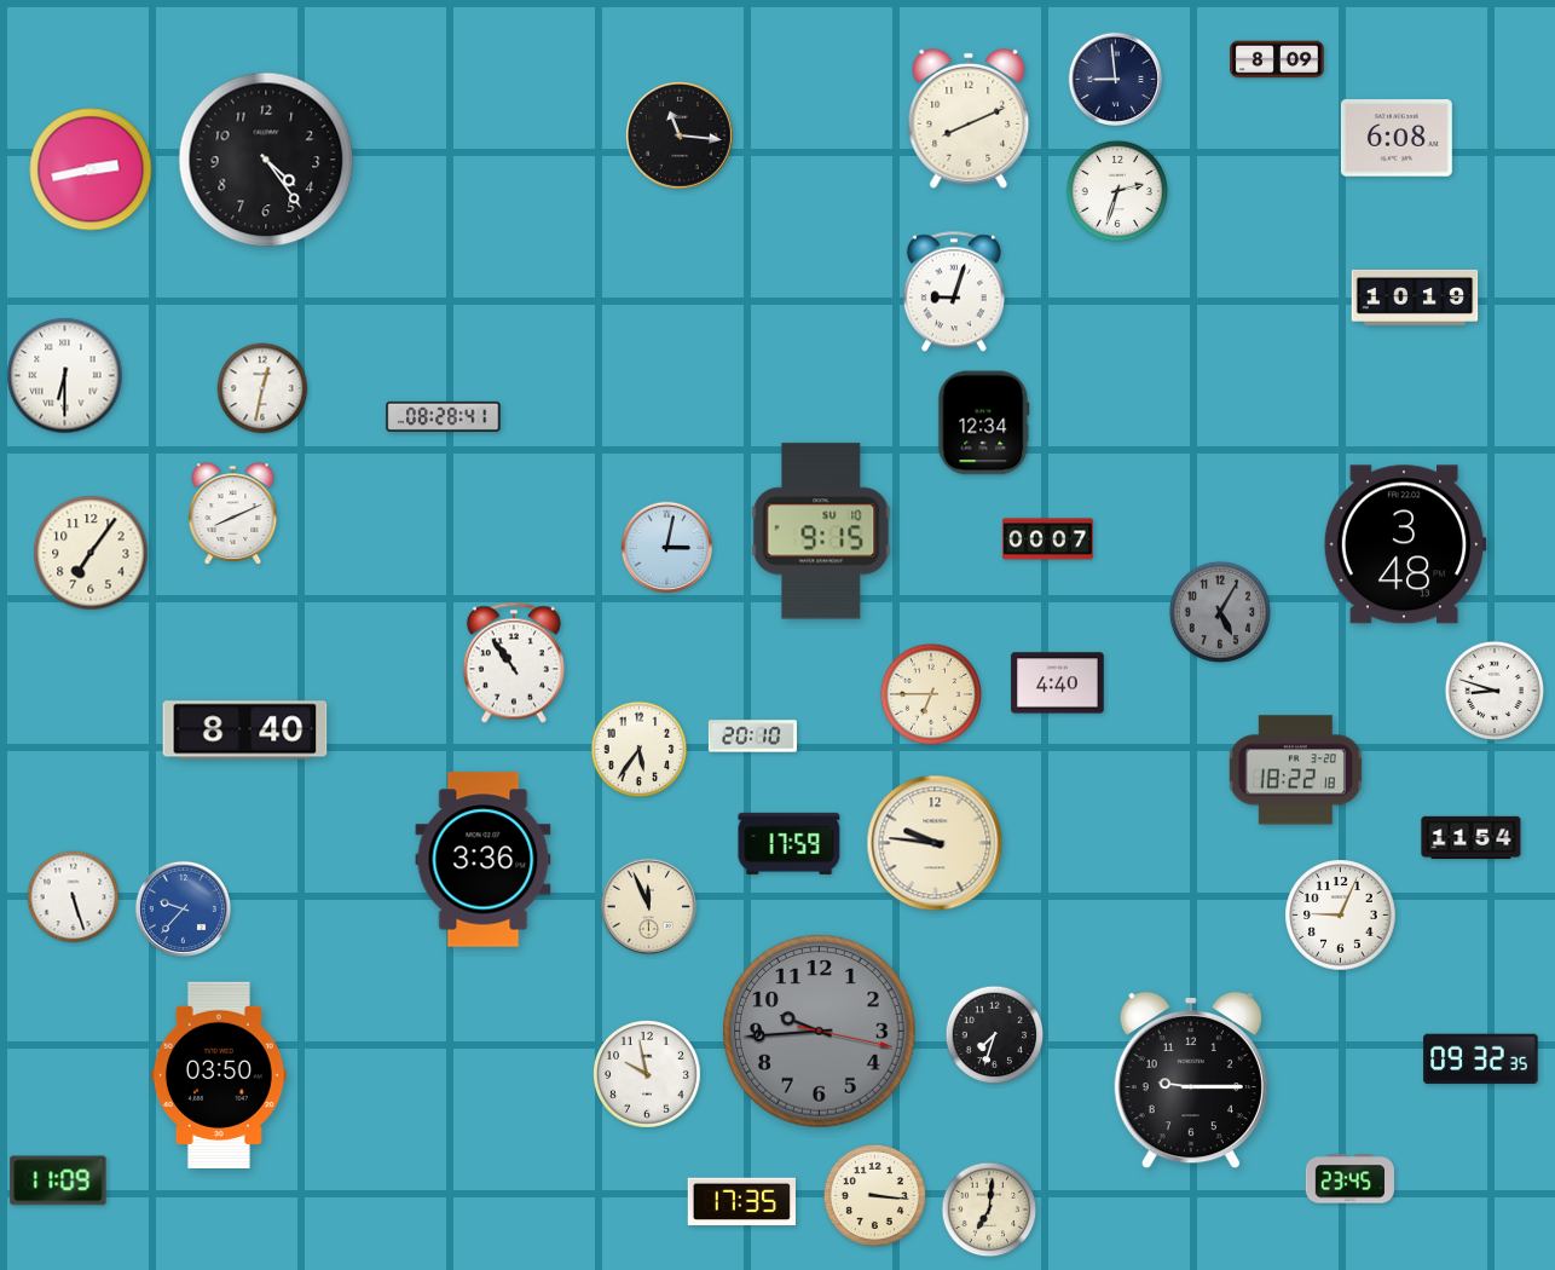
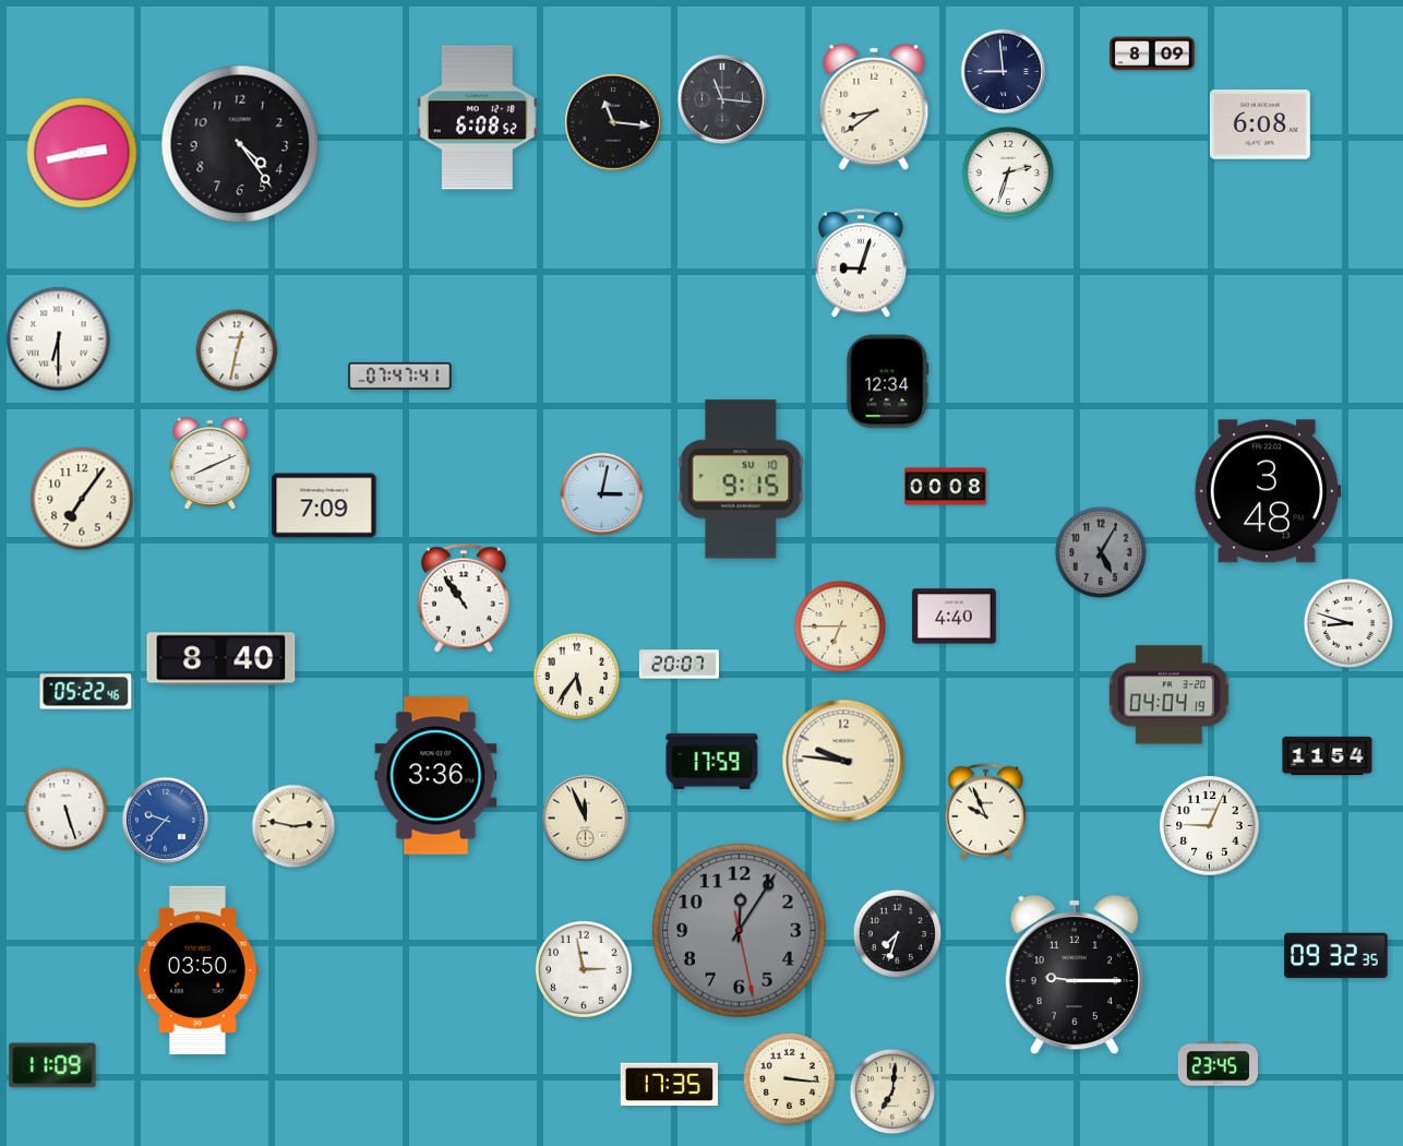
clock at (1115, 80) position: (1115, 80) -> (1003, 72)
clock at (722, 99): none -> 11:16
clock at (969, 119): 8:11 -> 8:39
clock at (477, 118): none -> 6:08
clock at (1415, 298): 10:19 -> none
clock at (444, 416): 08:28 -> 07:47
clock at (1047, 539): 00:07 -> 00:08
clock at (324, 505): none -> 7:09
clock at (752, 737): 20:10 -> 20:07
clock at (86, 692): none -> 05:22
clock at (1295, 770): 18:22 -> 04:04
clock at (985, 812): none -> 9:56
clock at (293, 826): none -> 2:47
clock at (820, 1032): 9:44 -> 12:05
clock at (648, 1075): 9:58 -> 2:58
